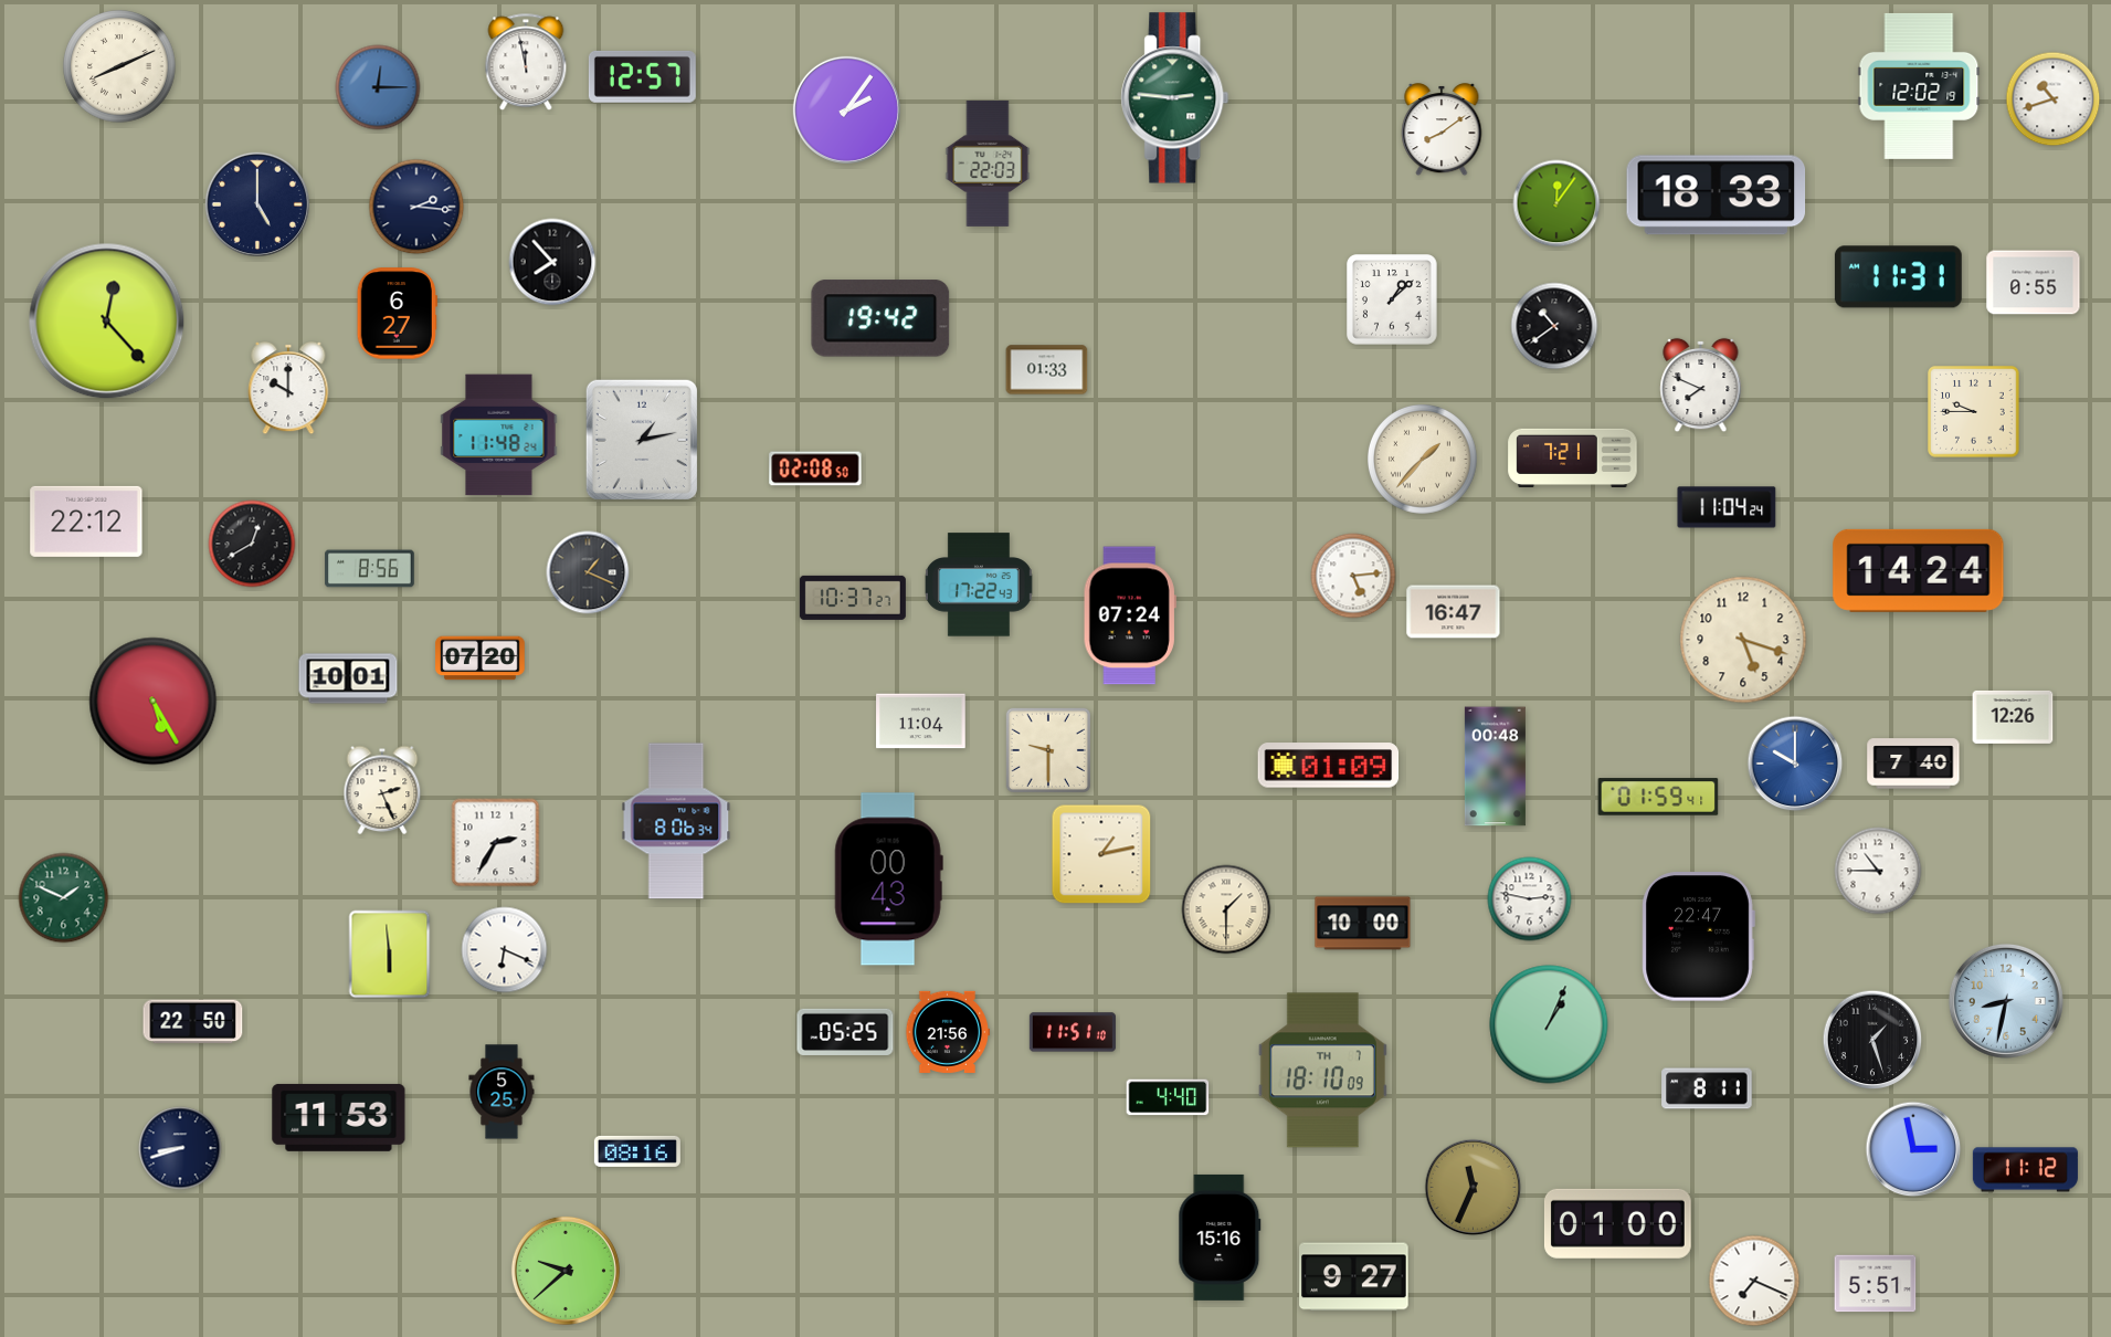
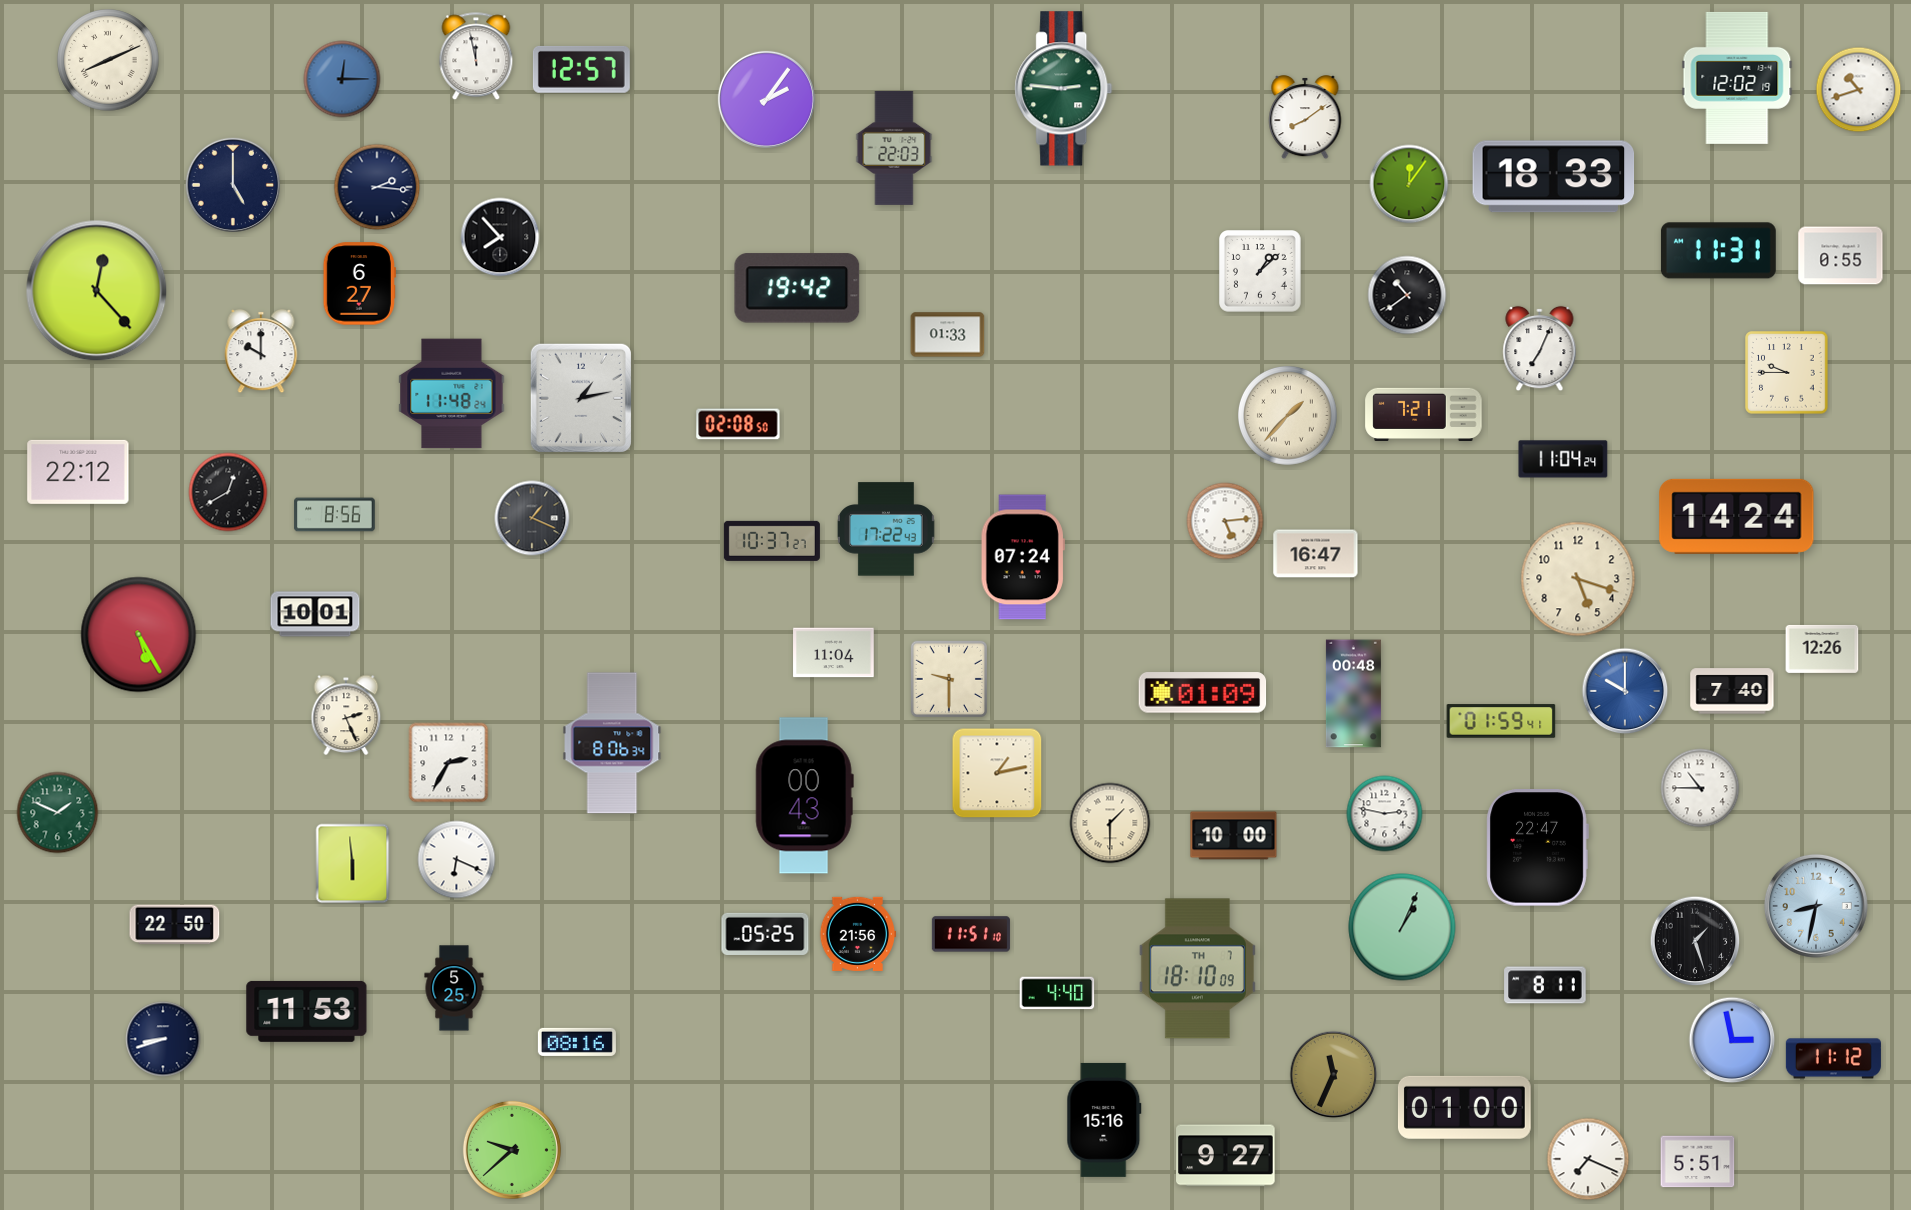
clock at (1701, 386): 7:49 -> 7:04
clock at (481, 659): 07:20 -> none
